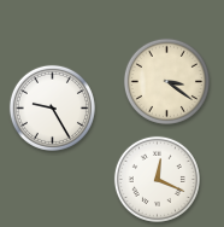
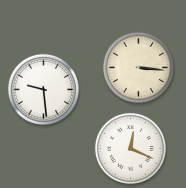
clock at (166, 81): 3:21 -> 3:16
clock at (52, 107): 9:25 -> 9:29
